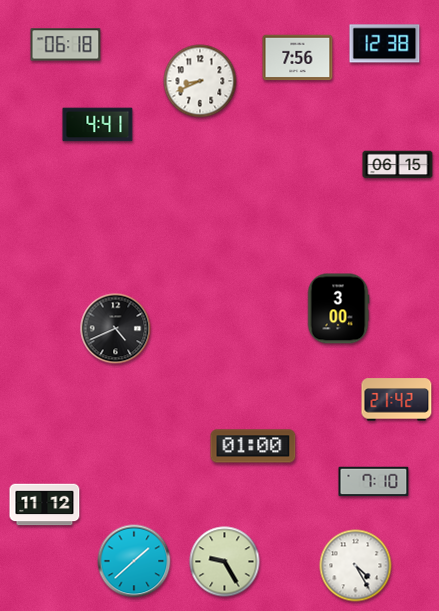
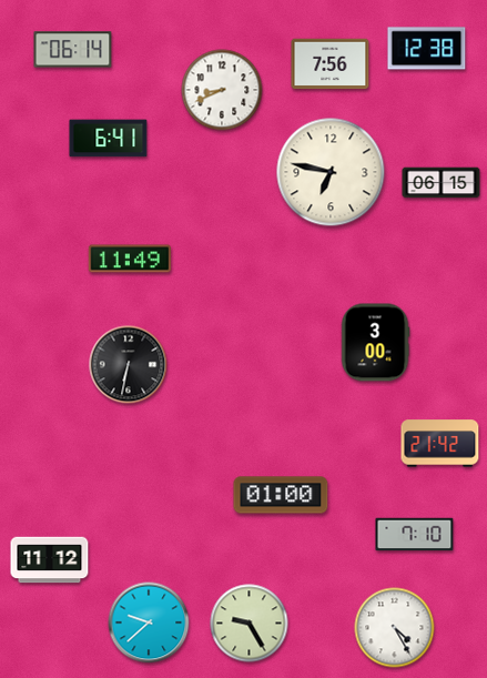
clock at (66, 45): 06:18 -> 06:14
clock at (98, 125): 4:41 -> 6:41
clock at (331, 172): none -> 6:47
clock at (129, 259): none -> 11:49
clock at (116, 329): 4:41 -> 6:32
clock at (134, 561): 1:38 -> 9:38
